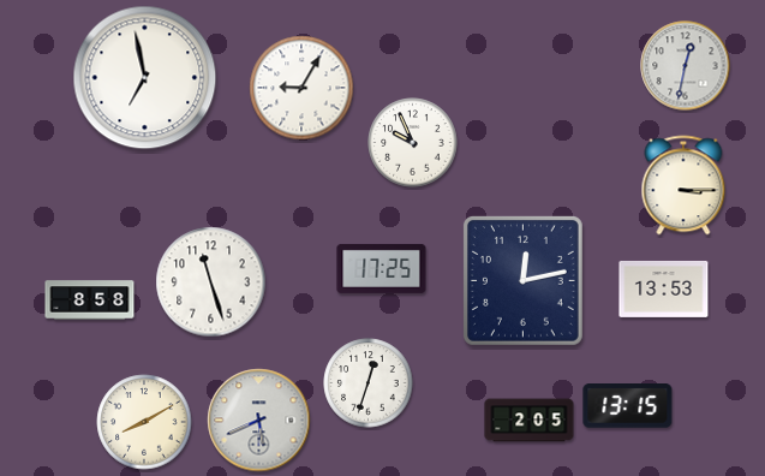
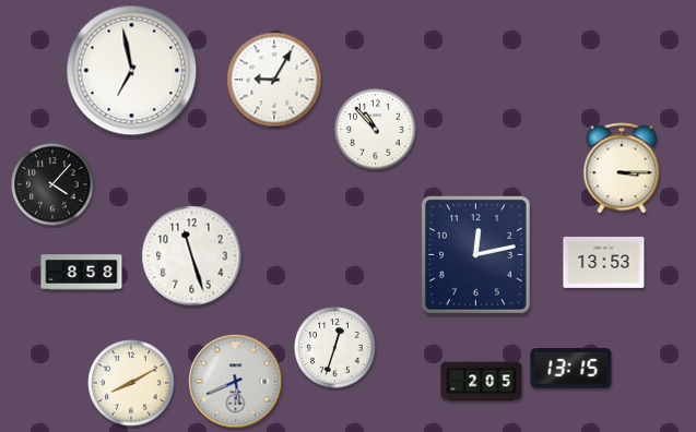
clock at (686, 66): 12:32 -> none
clock at (413, 143): 9:56 -> 10:53
clock at (52, 184): none -> 4:07
clock at (382, 268): 17:25 -> none
